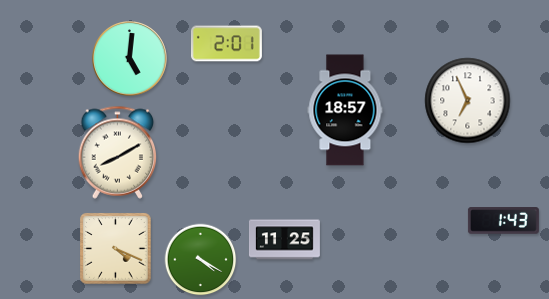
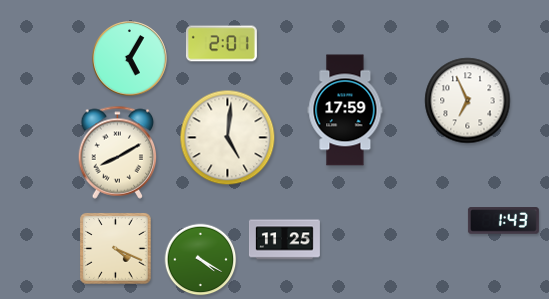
clock at (226, 44) position: (226, 44) -> (221, 44)
clock at (130, 59): 5:01 -> 5:05
clock at (345, 110): 18:57 -> 17:59
clock at (228, 138): none -> 5:01
